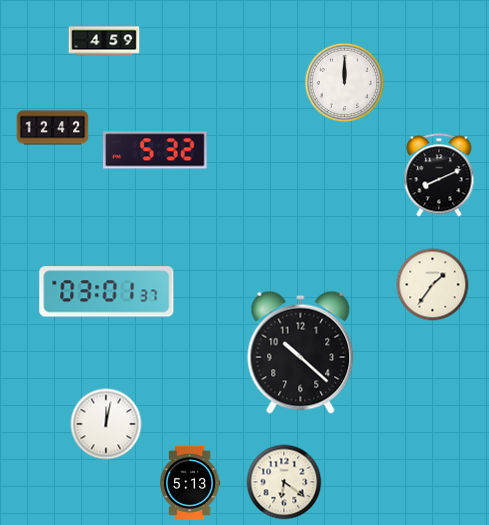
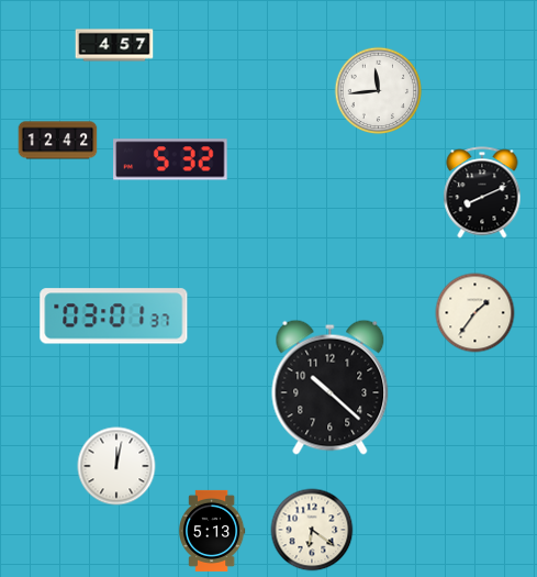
clock at (104, 41): 4:59 -> 4:57
clock at (345, 83): 12:00 -> 11:44
clock at (155, 150) position: (155, 150) -> (170, 159)
clock at (107, 292) position: (107, 292) -> (114, 317)
clock at (191, 483) position: (191, 483) -> (213, 531)
